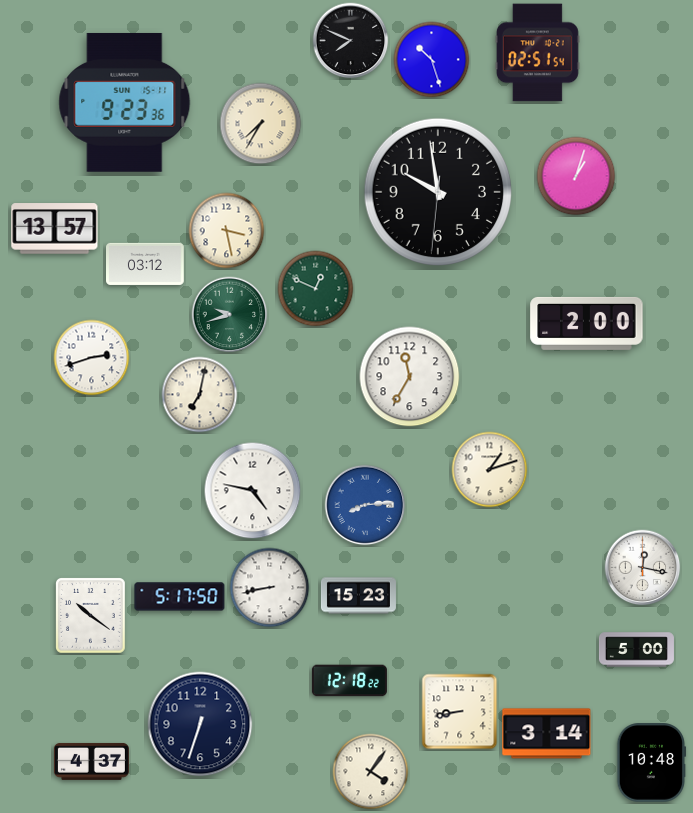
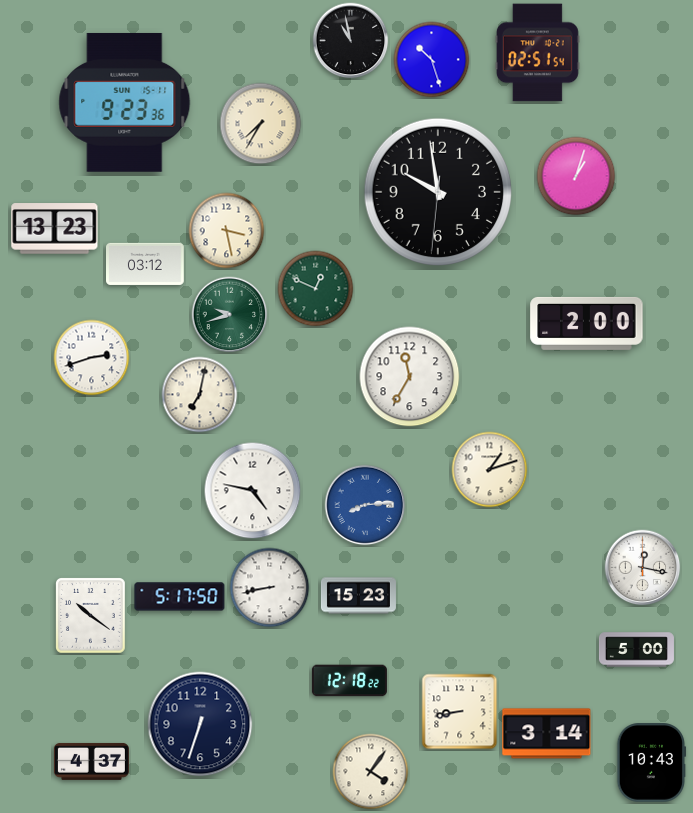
clock at (351, 41): 7:49 -> 10:58
clock at (55, 229): 13:57 -> 13:23
clock at (652, 763): 10:48 -> 10:43
